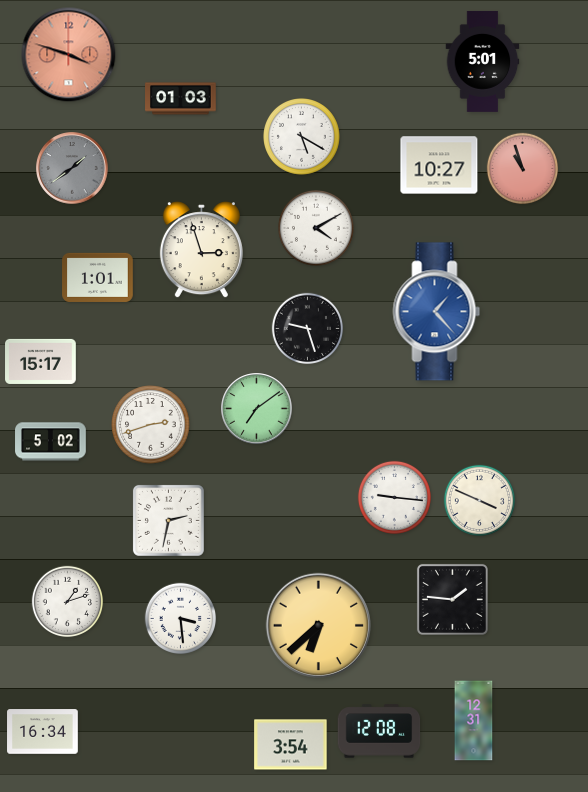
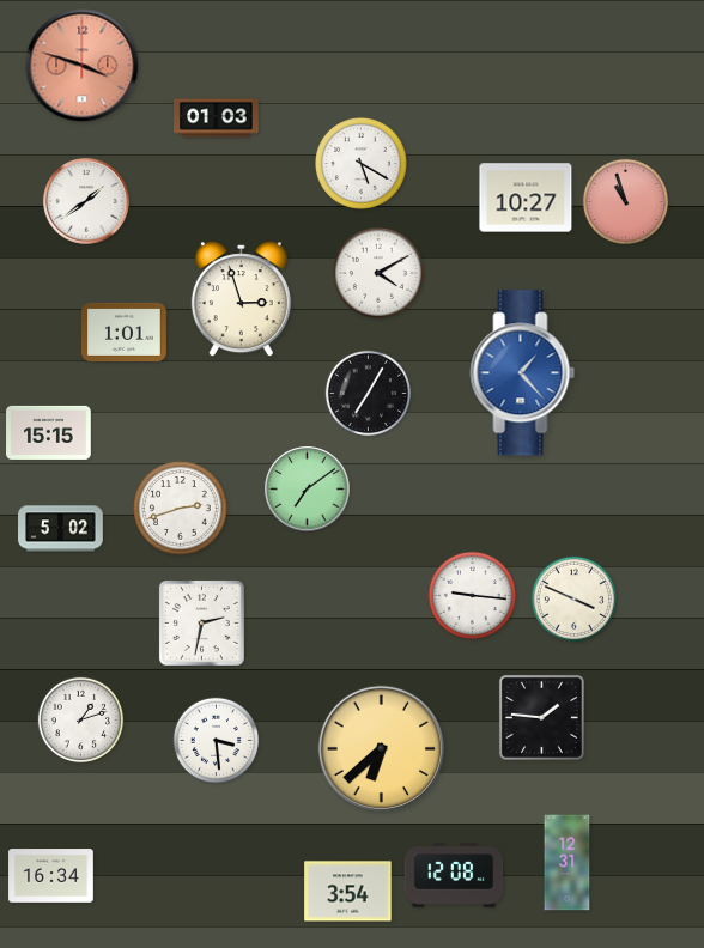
clock at (483, 61): 5:01 -> none
clock at (72, 168) dial: grey -> white
clock at (98, 277) position: (98, 277) -> (125, 332)
clock at (308, 329): 9:27 -> 7:05
clock at (41, 361): 15:17 -> 15:15
